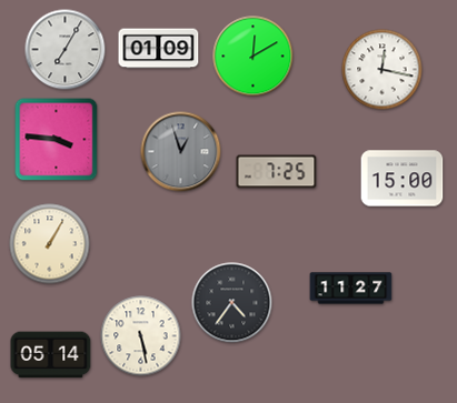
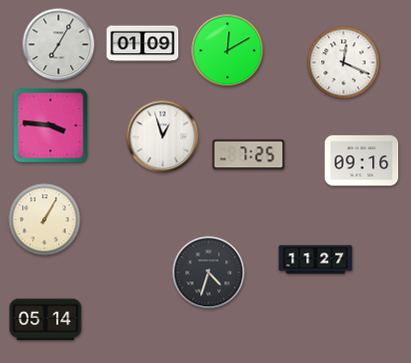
clock at (383, 70): 12:17 -> 12:19
clock at (181, 152) dial: grey -> white
clock at (403, 179): 15:00 -> 09:16
clock at (232, 303): 4:36 -> 4:33
clock at (141, 336): 5:28 -> none
